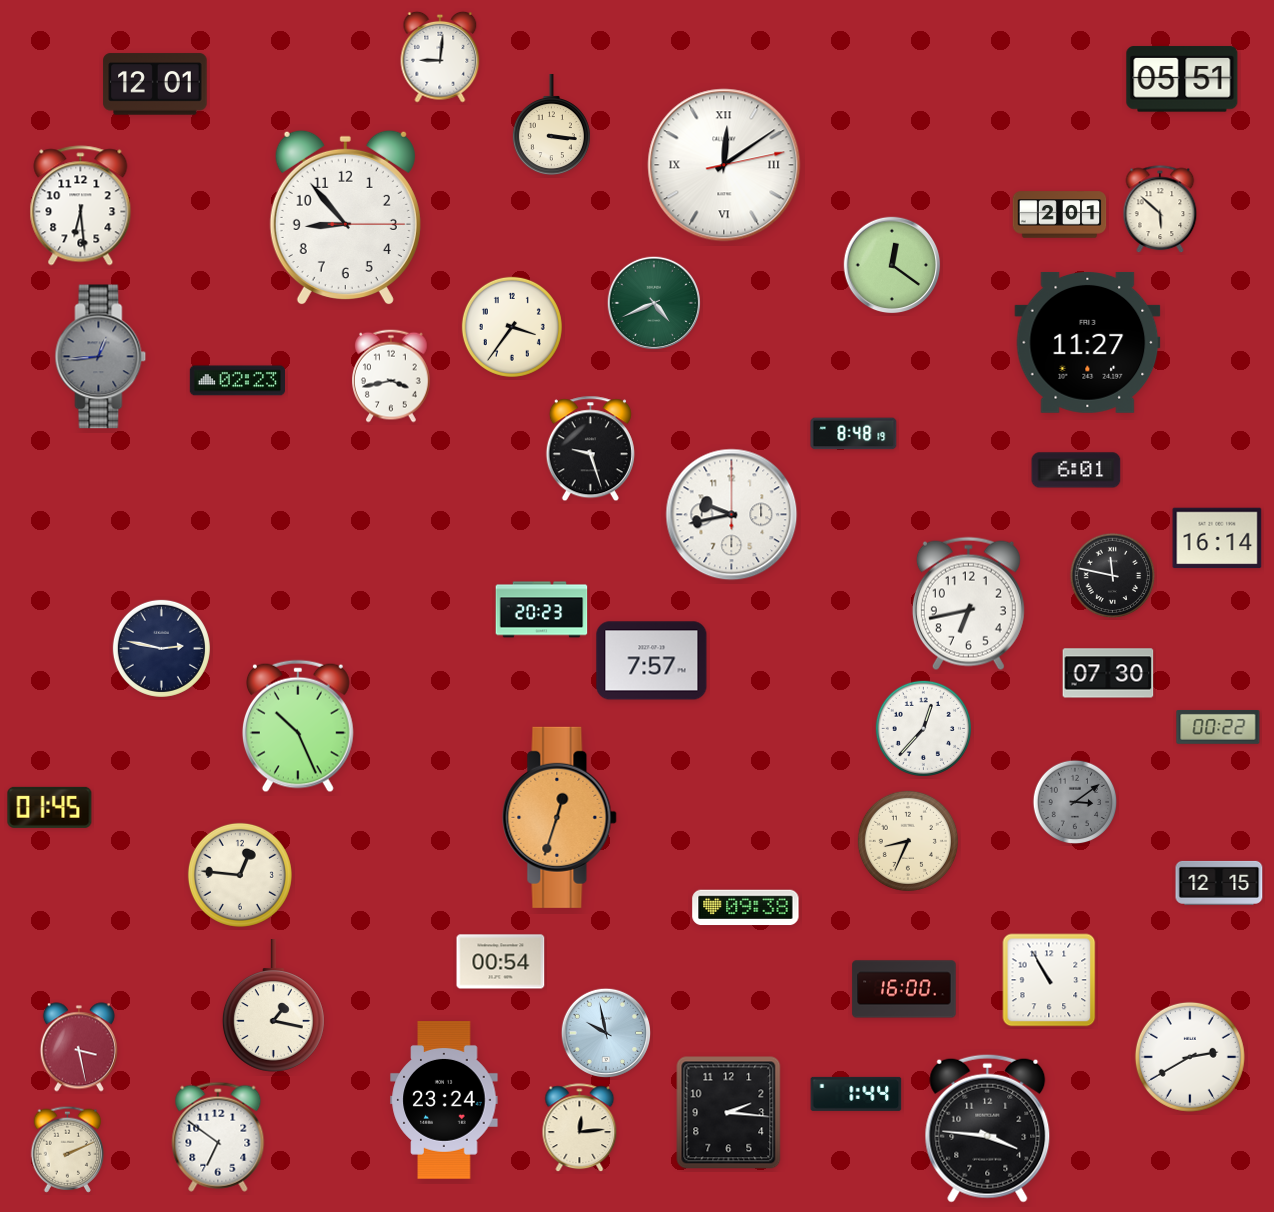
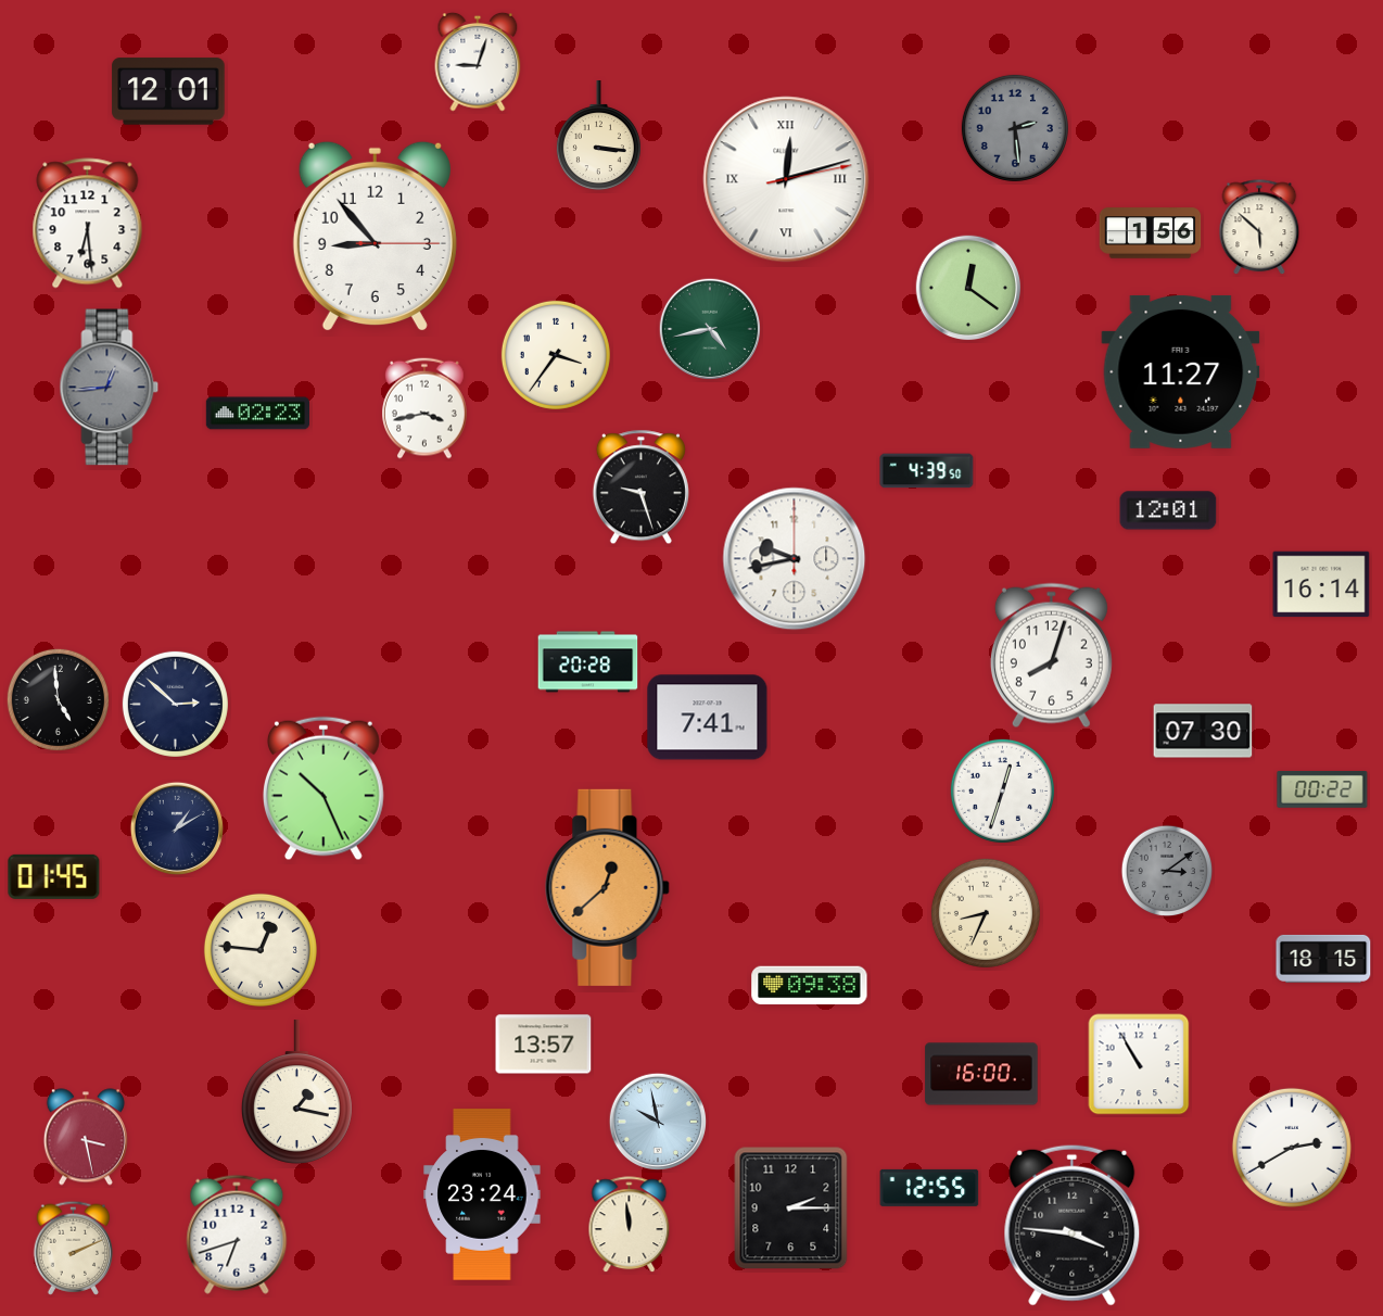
clock at (440, 57): 9:01 -> 9:03
clock at (1182, 79): 05:51 -> none
clock at (1015, 128): none -> 2:29
clock at (724, 165): 12:09 -> 12:12
clock at (1060, 215): 2:01 -> 1:56
clock at (653, 302): 4:41 -> 4:43
clock at (854, 434): 8:48 -> 4:39
clock at (1076, 470): 6:01 -> 12:01
clock at (1113, 576): 11:47 -> none
clock at (968, 604): 6:43 -> 8:03
clock at (542, 610): 20:23 -> 20:28
clock at (58, 699): none -> 4:59
clock at (161, 648): 2:47 -> 2:52
clock at (652, 661): 7:57 -> 7:41
clock at (923, 728): 12:37 -> 12:33
clock at (177, 828): none -> 1:10
clock at (560, 817): 12:33 -> 12:38
clock at (1219, 883): 12:15 -> 18:15
clock at (501, 962): 00:54 -> 13:57
clock at (856, 1094): 1:44 -> 12:55
clock at (729, 1113): 2:16 -> 2:15
clock at (580, 1128): 12:14 -> 11:59
clock at (218, 1137): 6:51 -> 6:42
